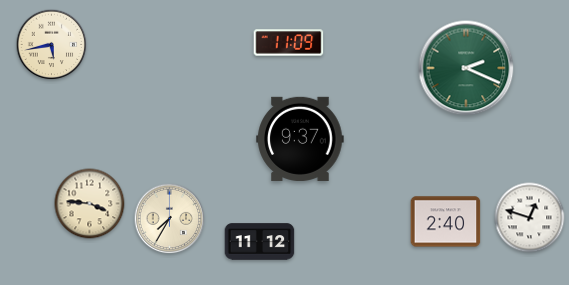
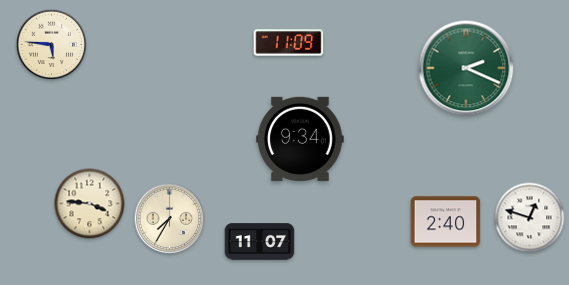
clock at (52, 45): 5:43 -> 5:46
clock at (300, 139): 9:37 -> 9:34
clock at (260, 242): 11:12 -> 11:07
